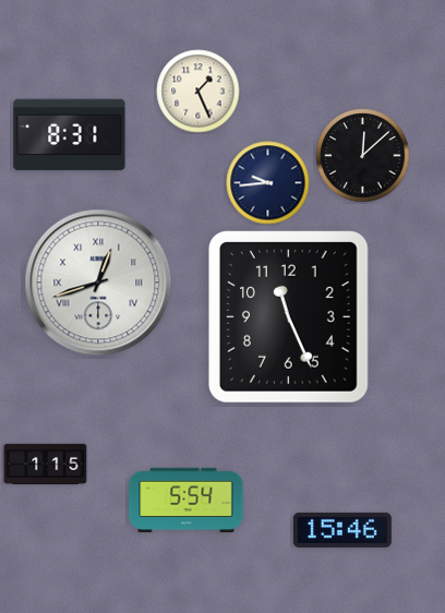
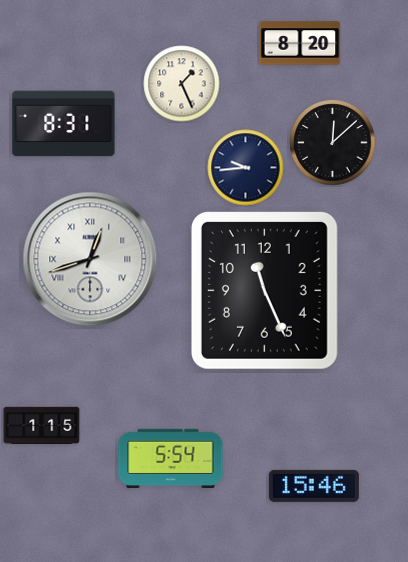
clock at (300, 43): none -> 8:20
